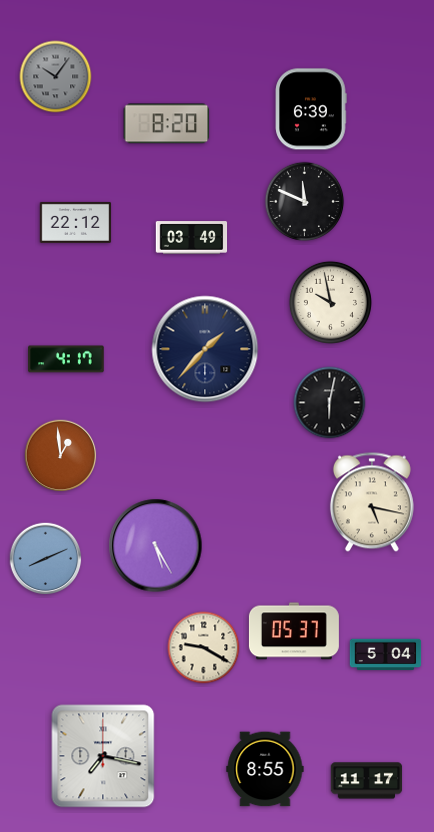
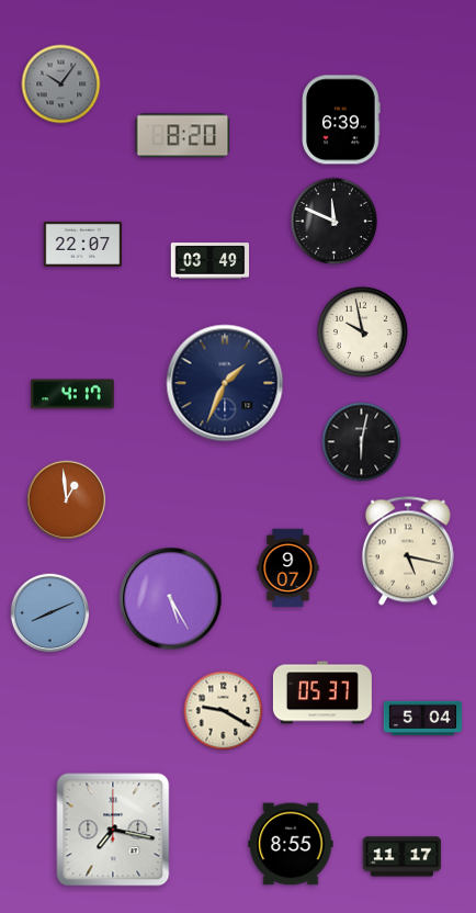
clock at (76, 222): 22:12 -> 22:07
clock at (205, 349): 1:37 -> 1:34
clock at (288, 568): none -> 9:07
